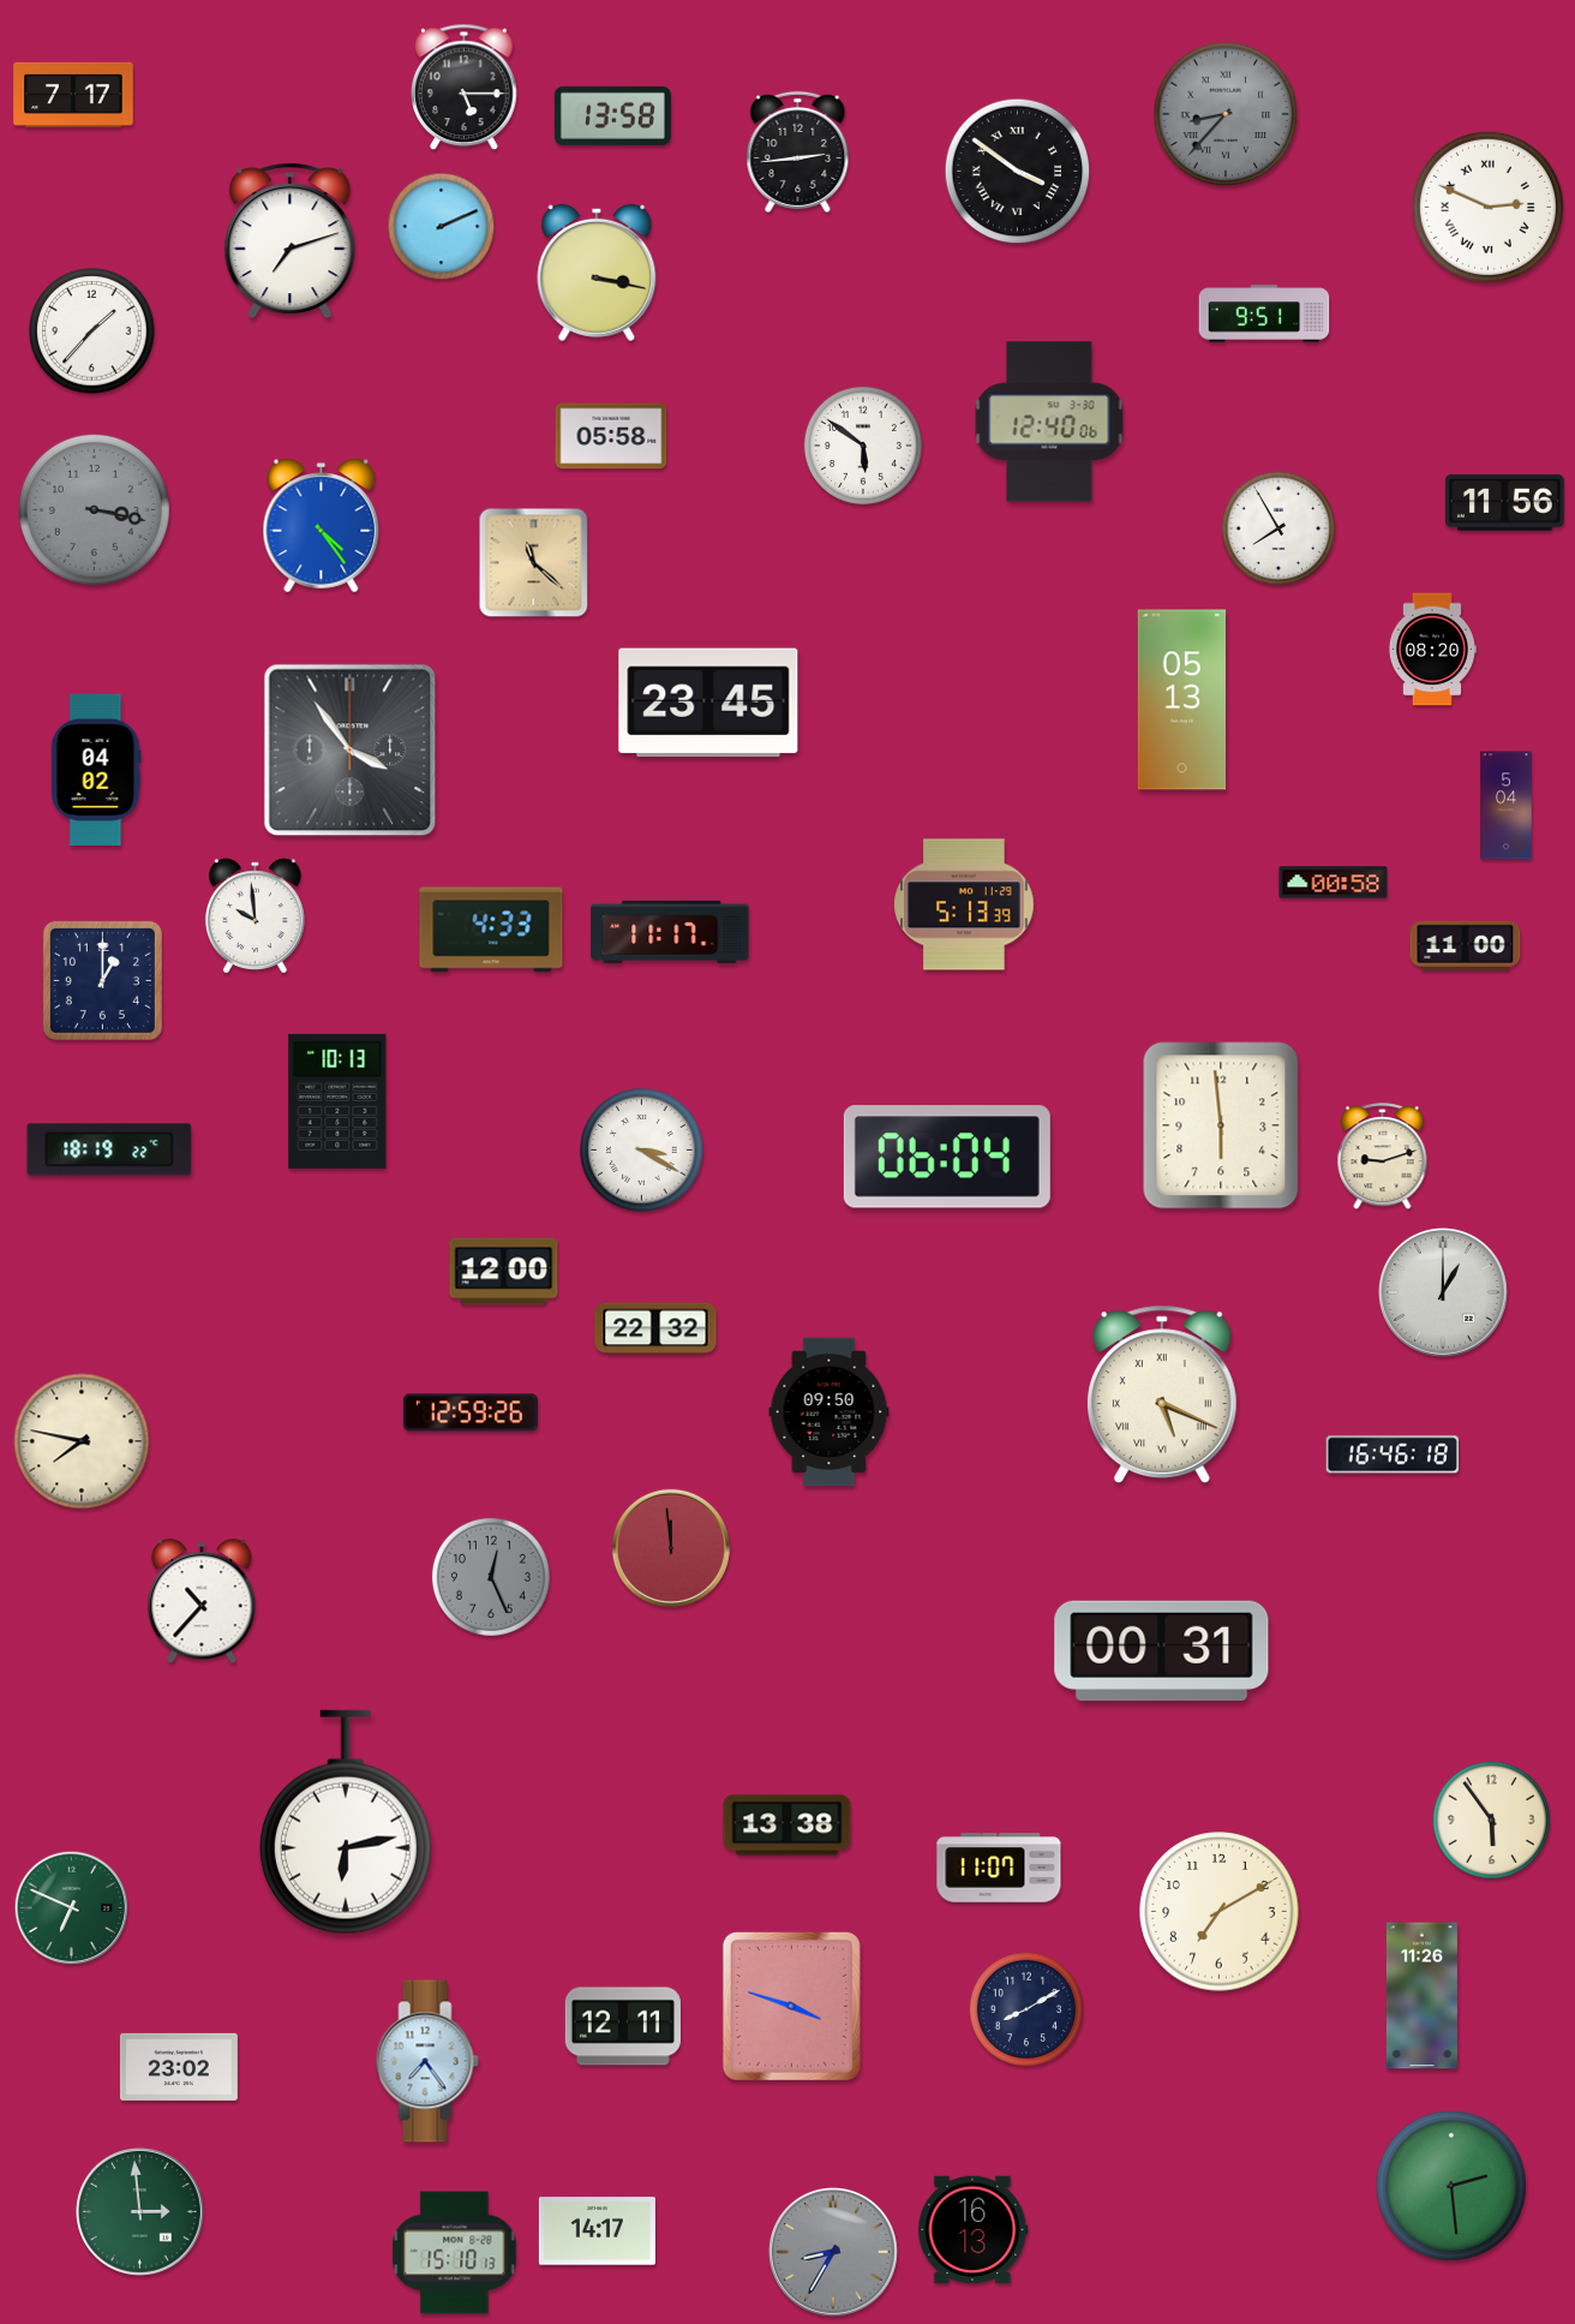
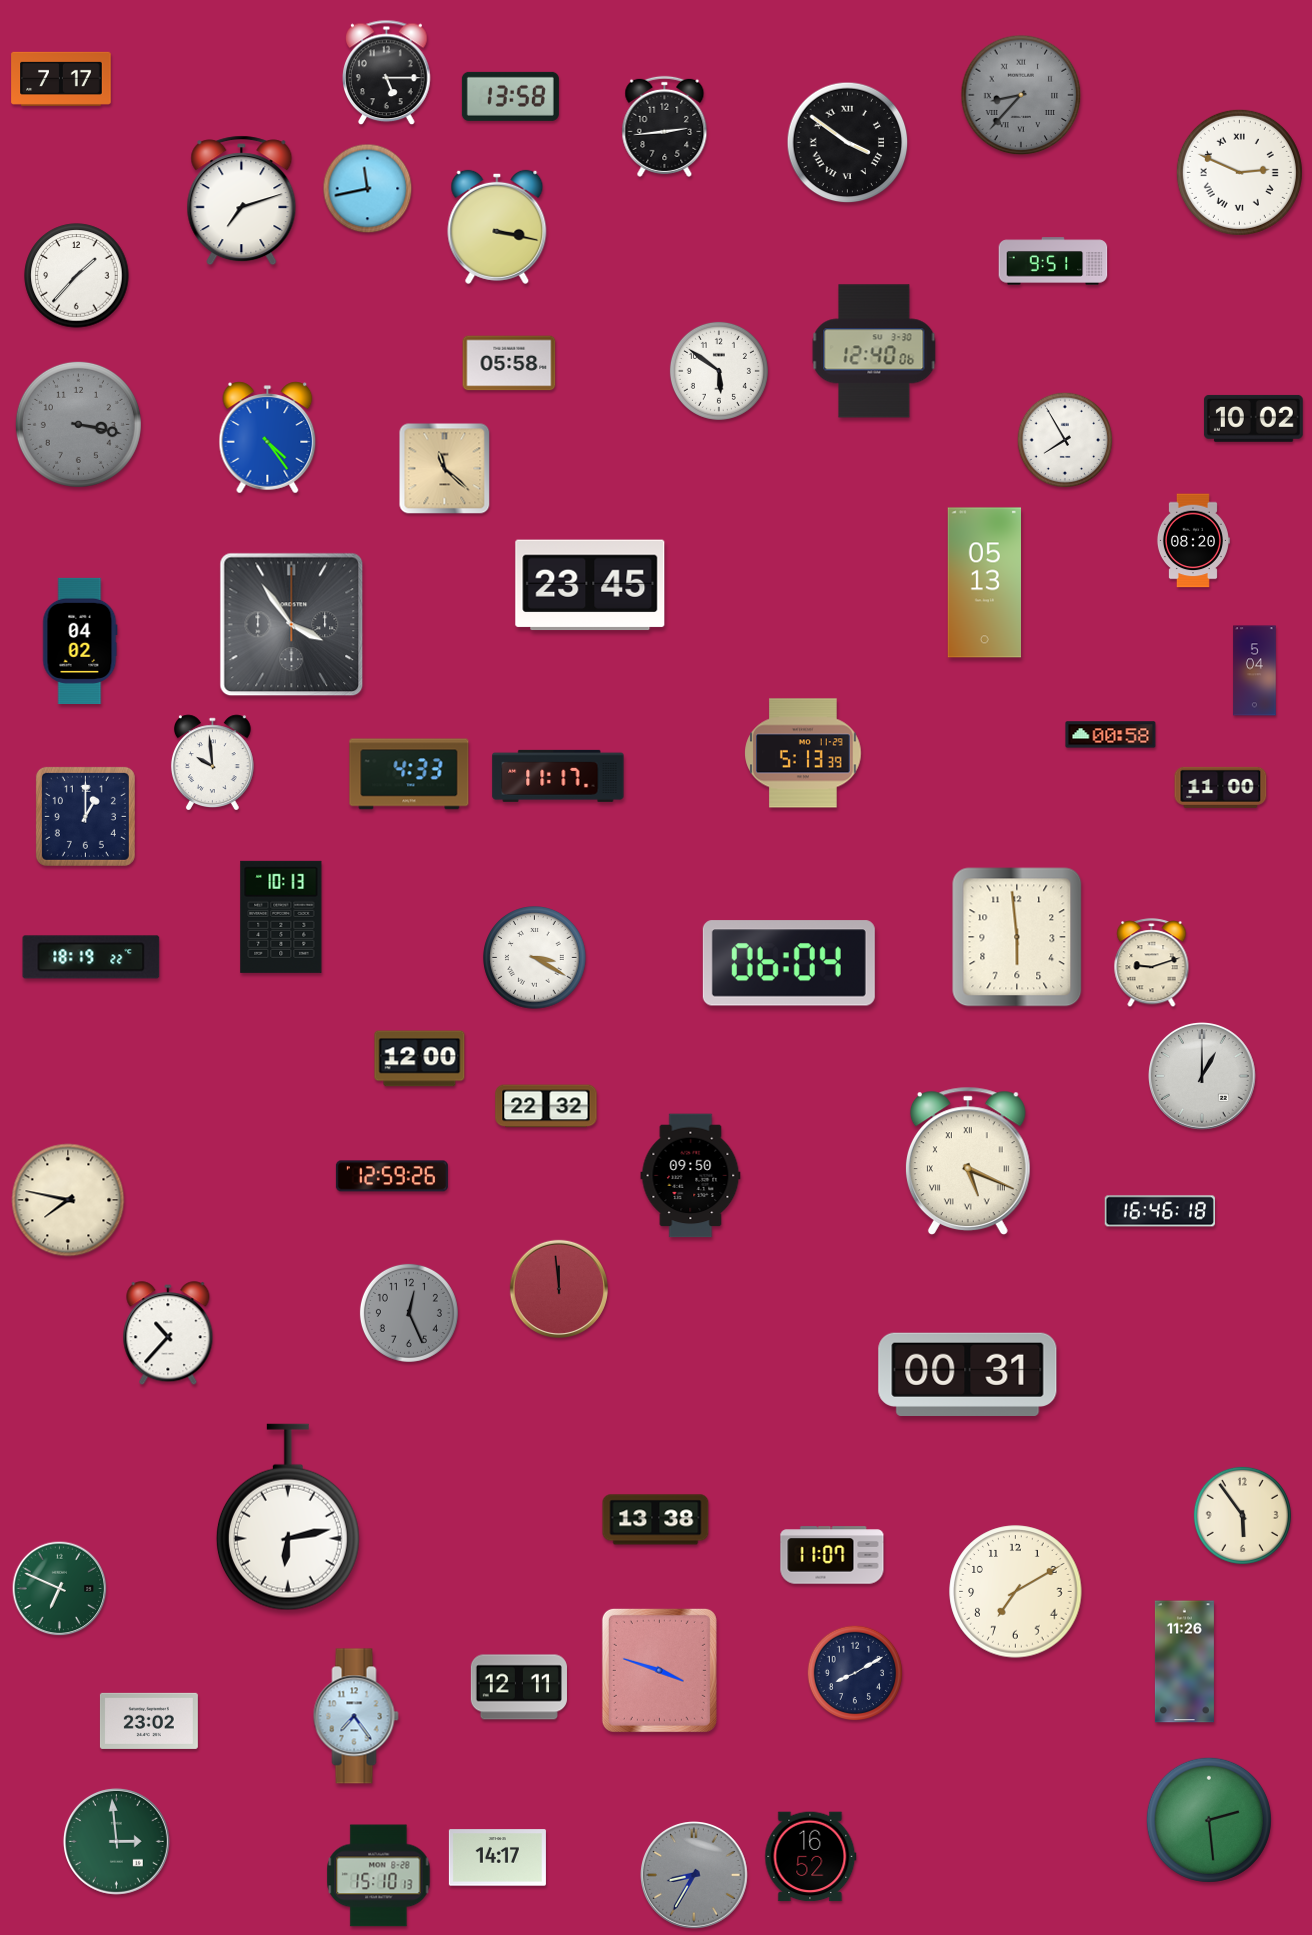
clock at (442, 227): 2:11 -> 11:43
clock at (1504, 502): 11:56 -> 10:02
clock at (974, 2230): 16:13 -> 16:52
